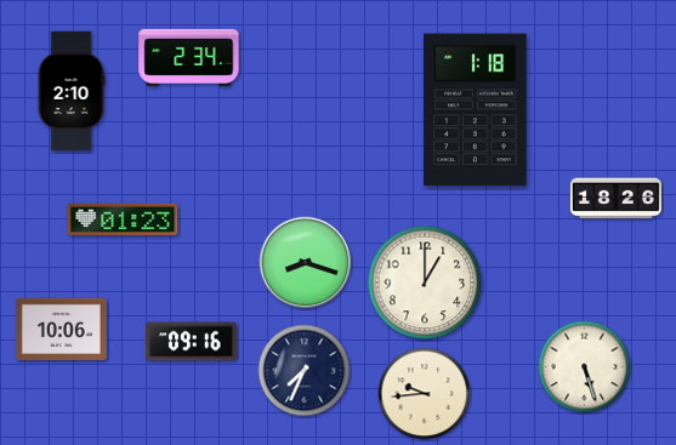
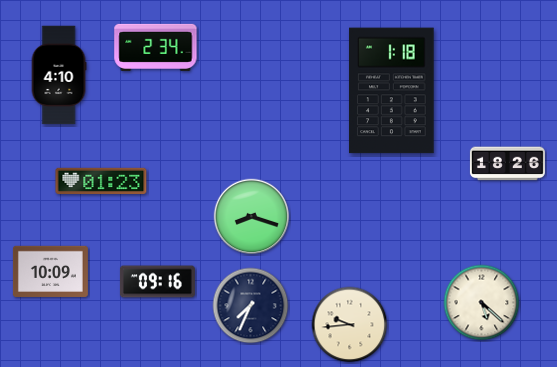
clock at (72, 91): 2:10 -> 4:10
clock at (425, 283): 1:00 -> none
clock at (61, 329): 10:06 -> 10:09
clock at (585, 367): 5:27 -> 5:22
